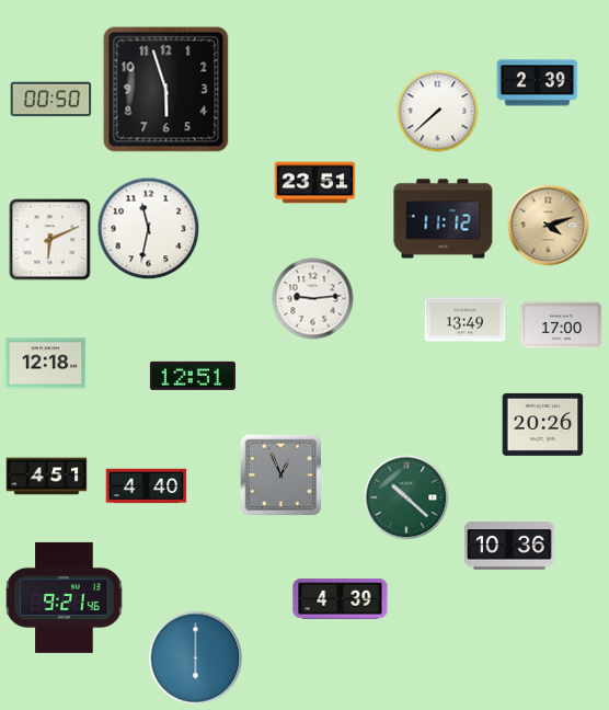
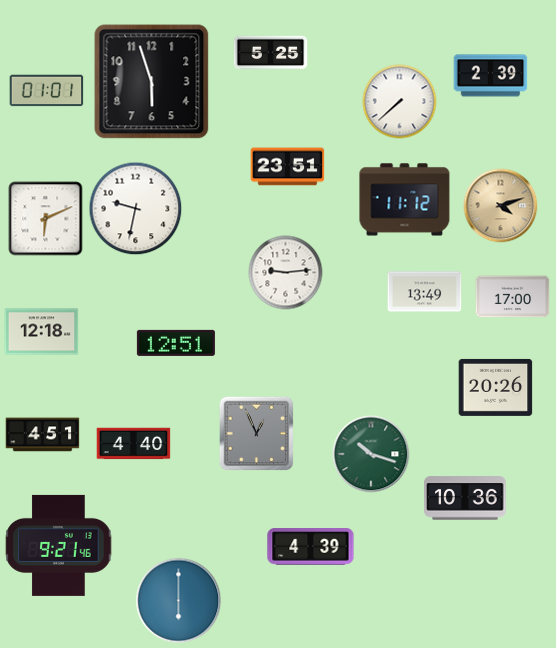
clock at (271, 53): none -> 5:25
clock at (51, 100): 00:50 -> 01:01
clock at (149, 229): 11:32 -> 9:32
clock at (406, 497): 10:22 -> 10:18
